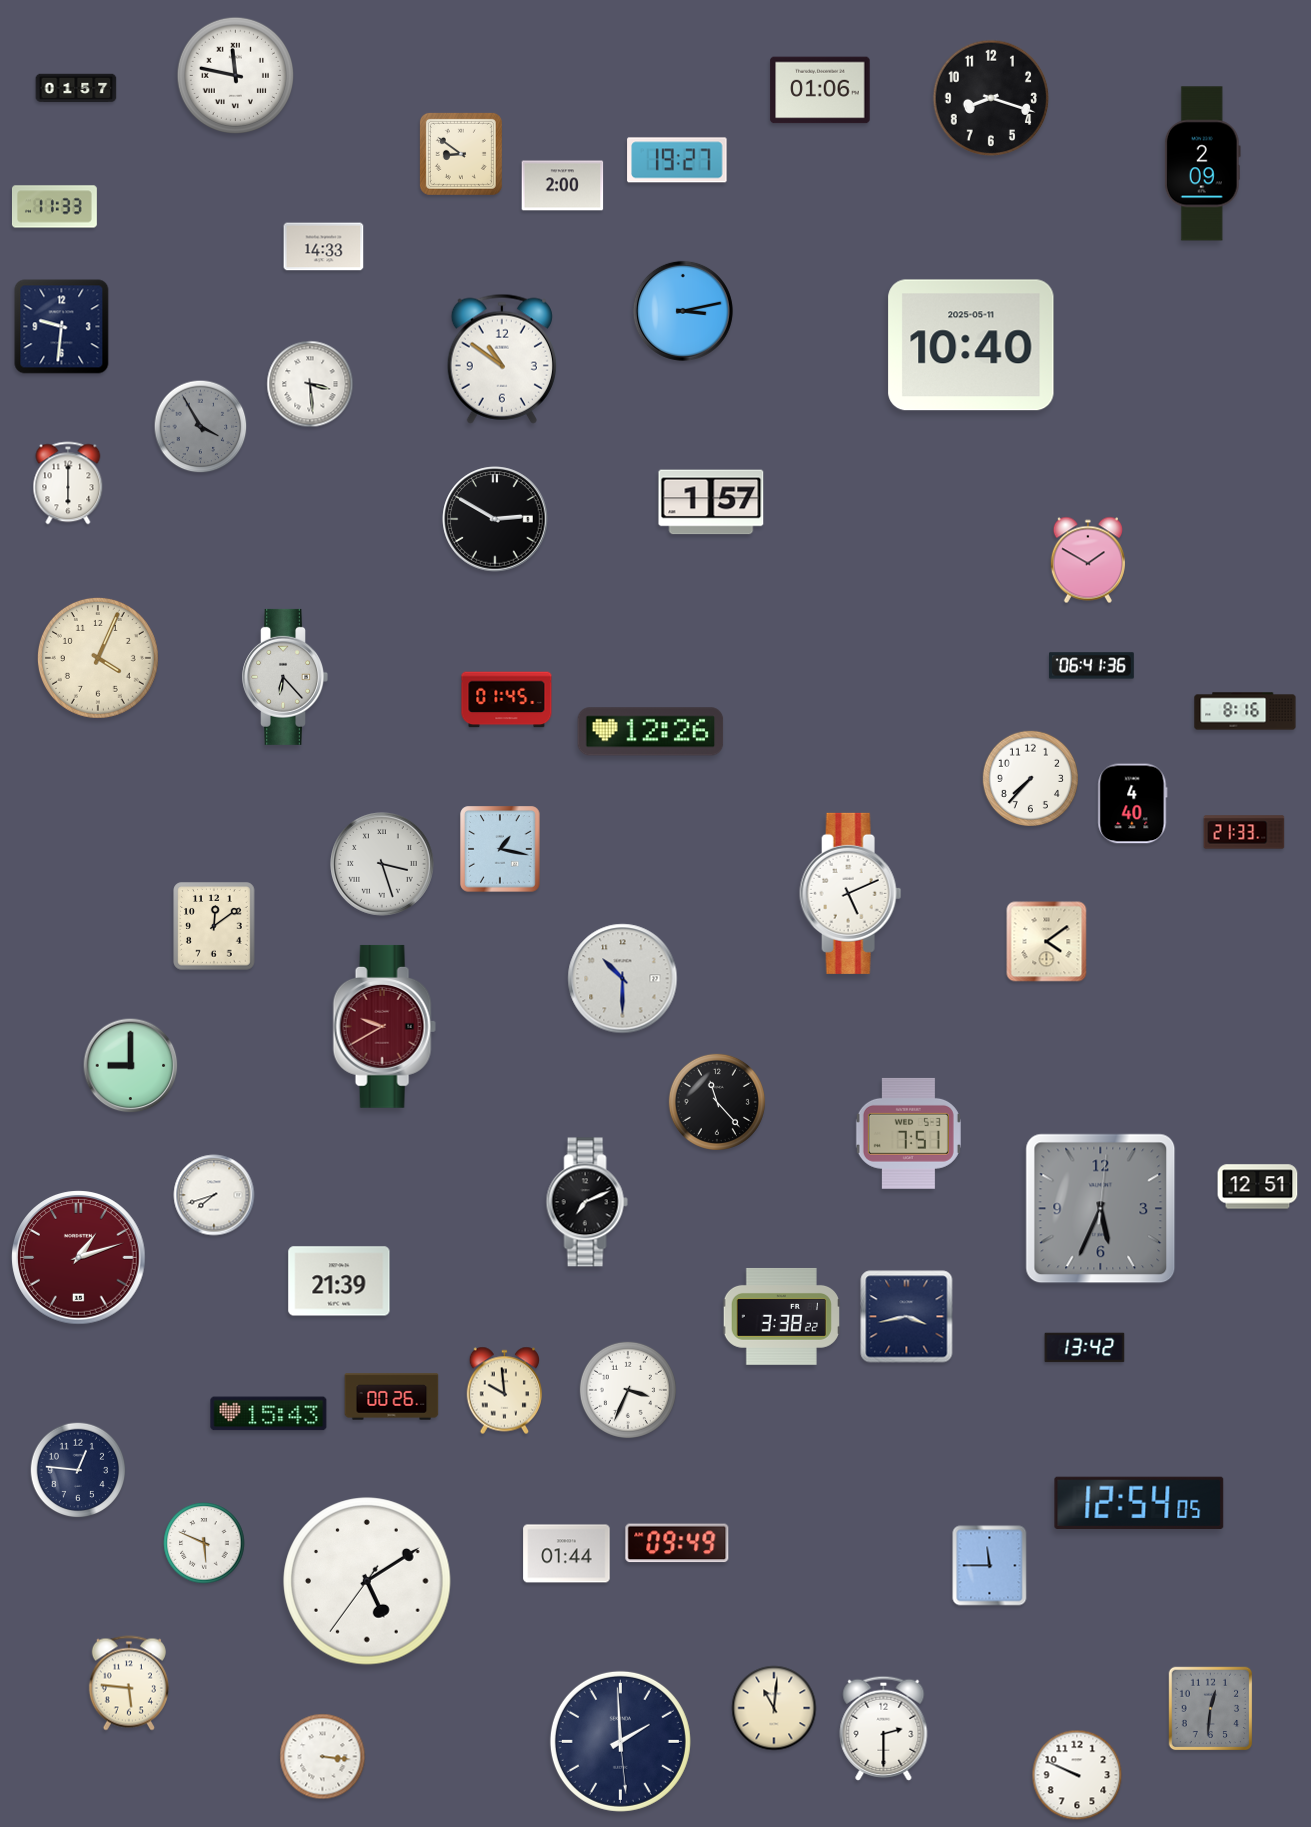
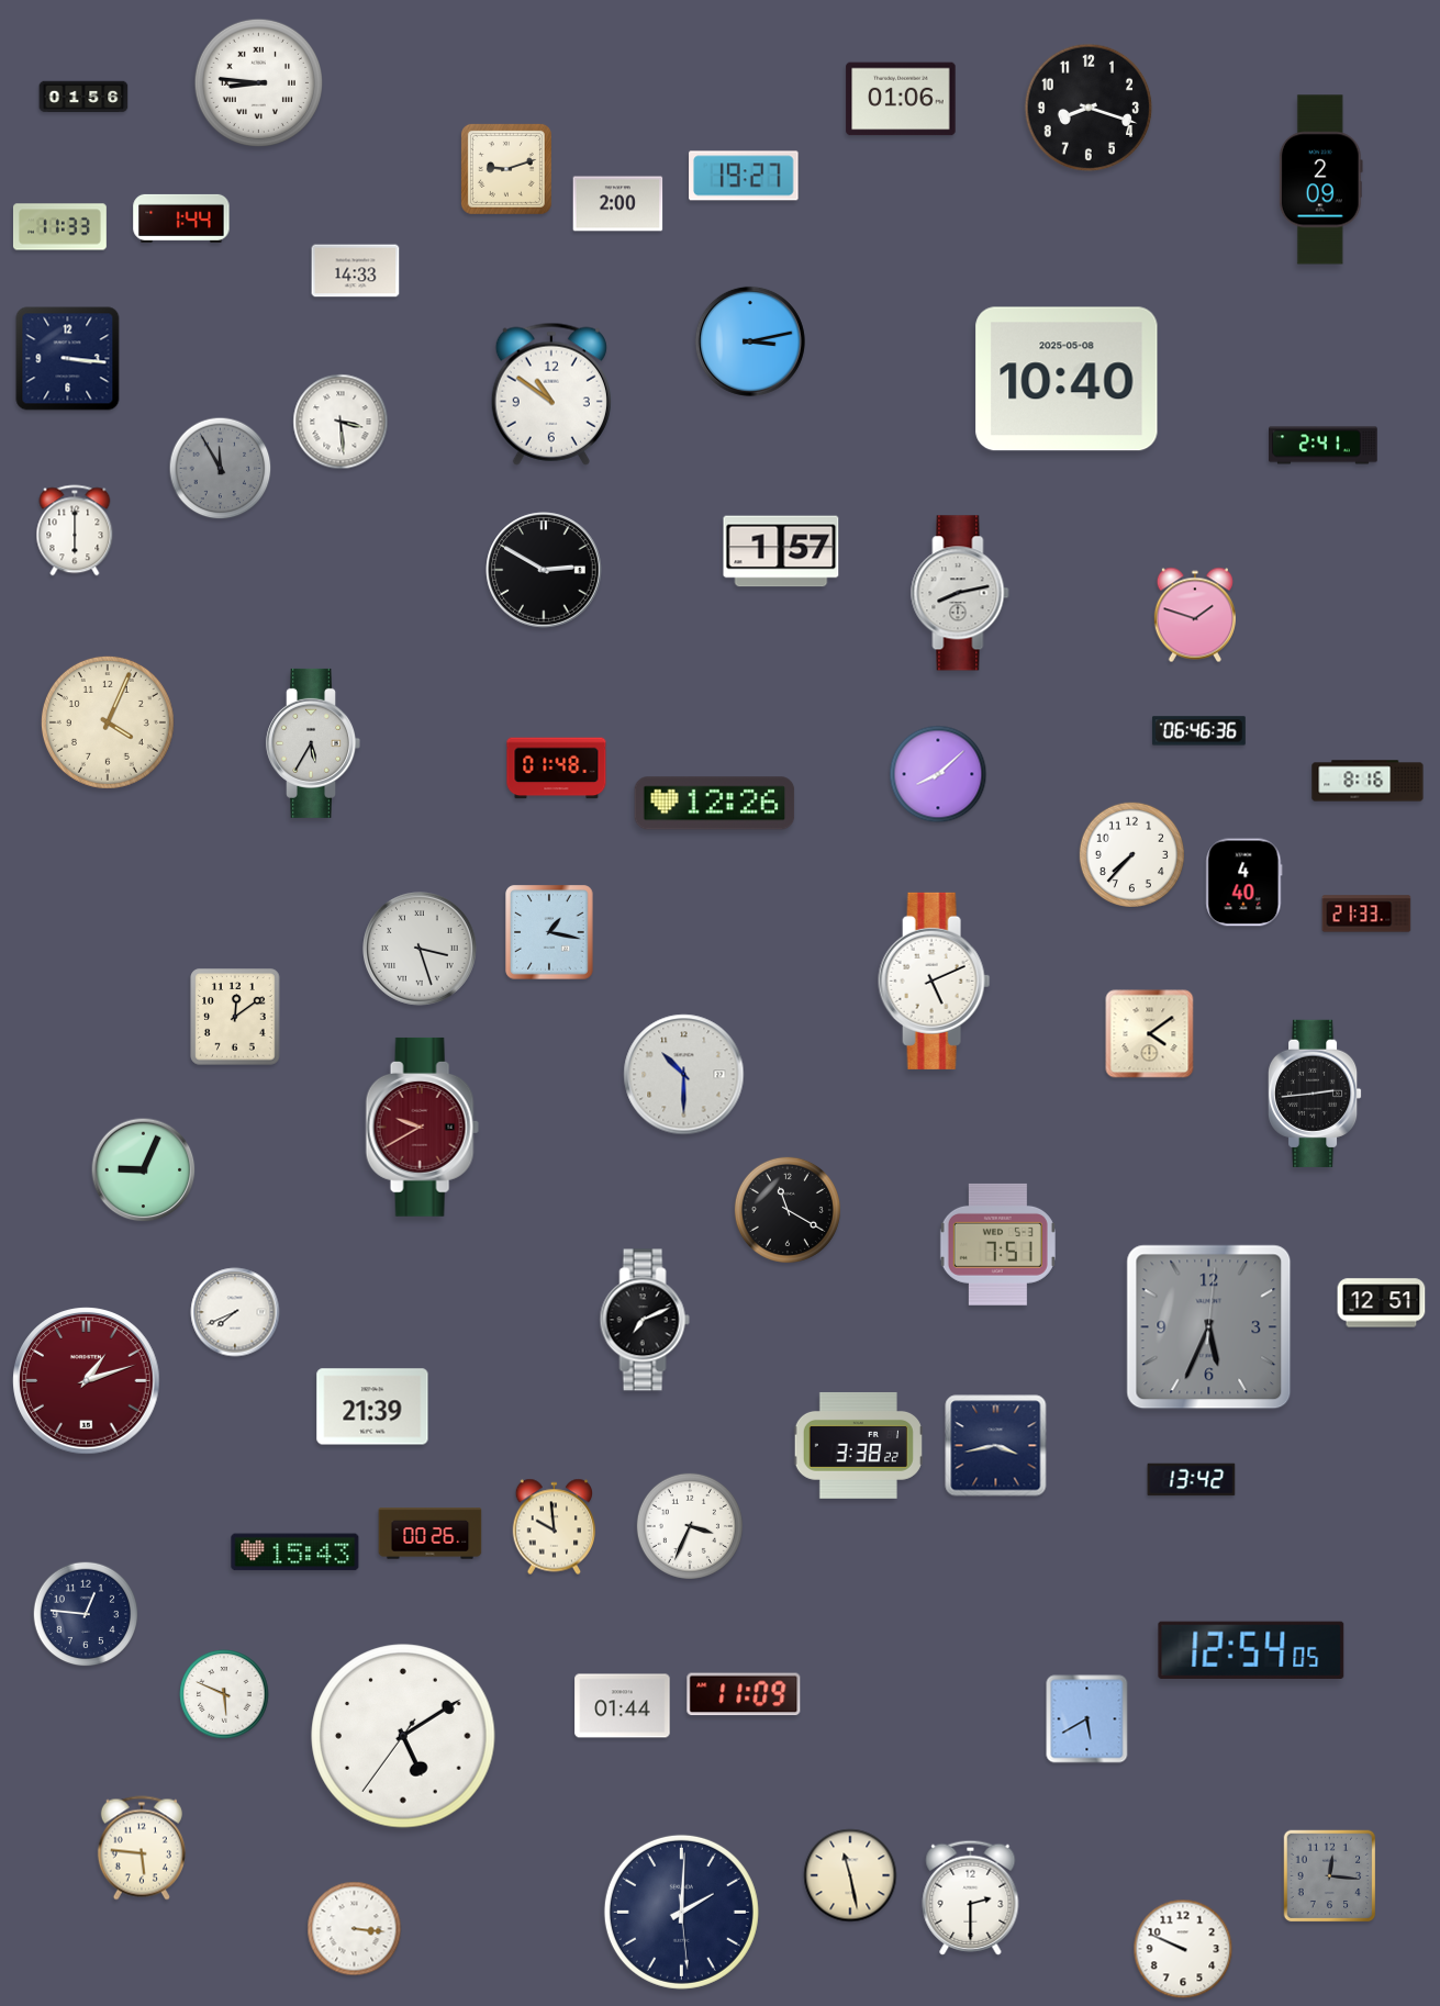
clock at (235, 75): 11:47 -> 8:46
clock at (76, 88): 01:57 -> 01:56
clock at (461, 154): 8:51 -> 9:12
clock at (181, 218): none -> 1:44
clock at (62, 327): 9:31 -> 3:16
clock at (971, 345) date: 2025-05-11 -> 2025-05-08
clock at (1324, 446): none -> 2:41
clock at (201, 427): 3:55 -> 11:55
clock at (960, 593): none -> 8:13
clock at (1088, 560): 1:50 -> 1:48
clock at (1091, 666): 06:41 -> 06:46
clock at (285, 677): 6:23 -> 5:35
clock at (507, 700): 01:45 -> 01:48
clock at (938, 774): none -> 8:08
clock at (1315, 1094): none -> 2:44
clock at (131, 1066): 9:00 -> 9:04
clock at (717, 1102): 11:23 -> 11:20
clock at (214, 1195): 7:42 -> 7:41
clock at (677, 1543): 09:49 -> 11:09
clock at (990, 1566): 11:45 -> 5:40
clock at (774, 1708): 11:01 -> 11:28
clock at (1211, 1709): 12:31 -> 12:16
clock at (620, 1741): 1:59 -> 2:00
